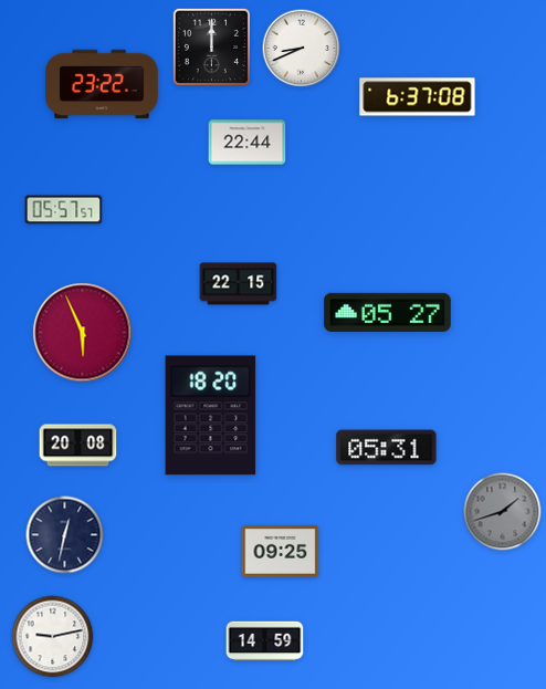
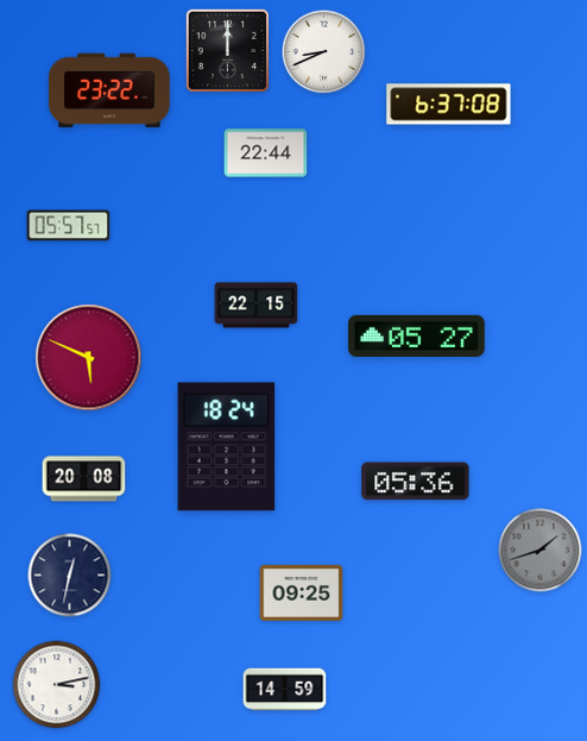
clock at (83, 333): 5:56 -> 5:49
clock at (211, 416): 18:20 -> 18:24
clock at (387, 448): 05:31 -> 05:36
clock at (53, 637): 9:13 -> 3:13
